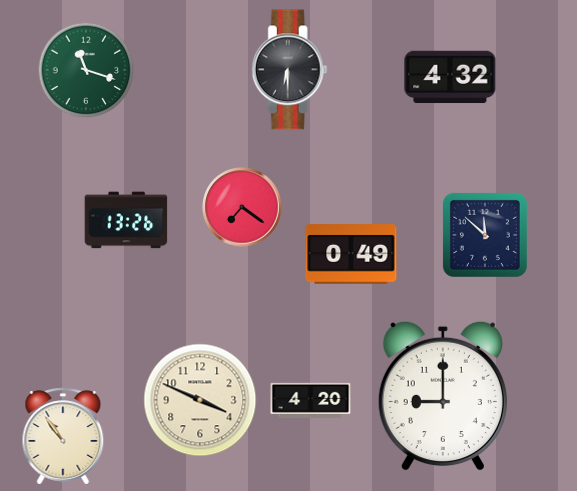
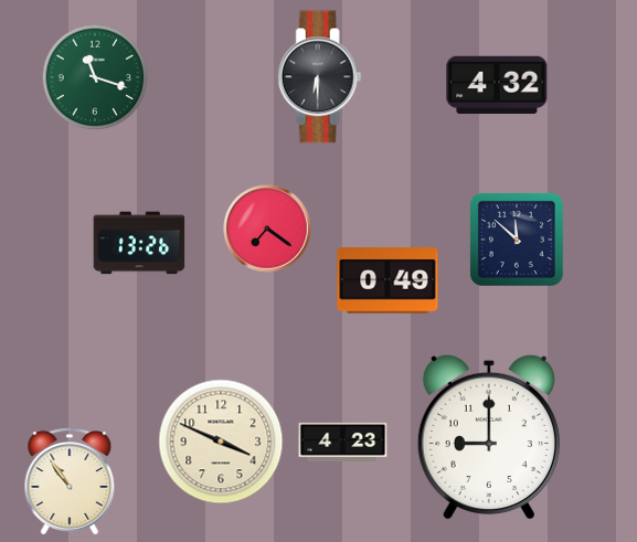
clock at (485, 235) position: (485, 235) -> (517, 240)
clock at (311, 400): 4:20 -> 4:23
